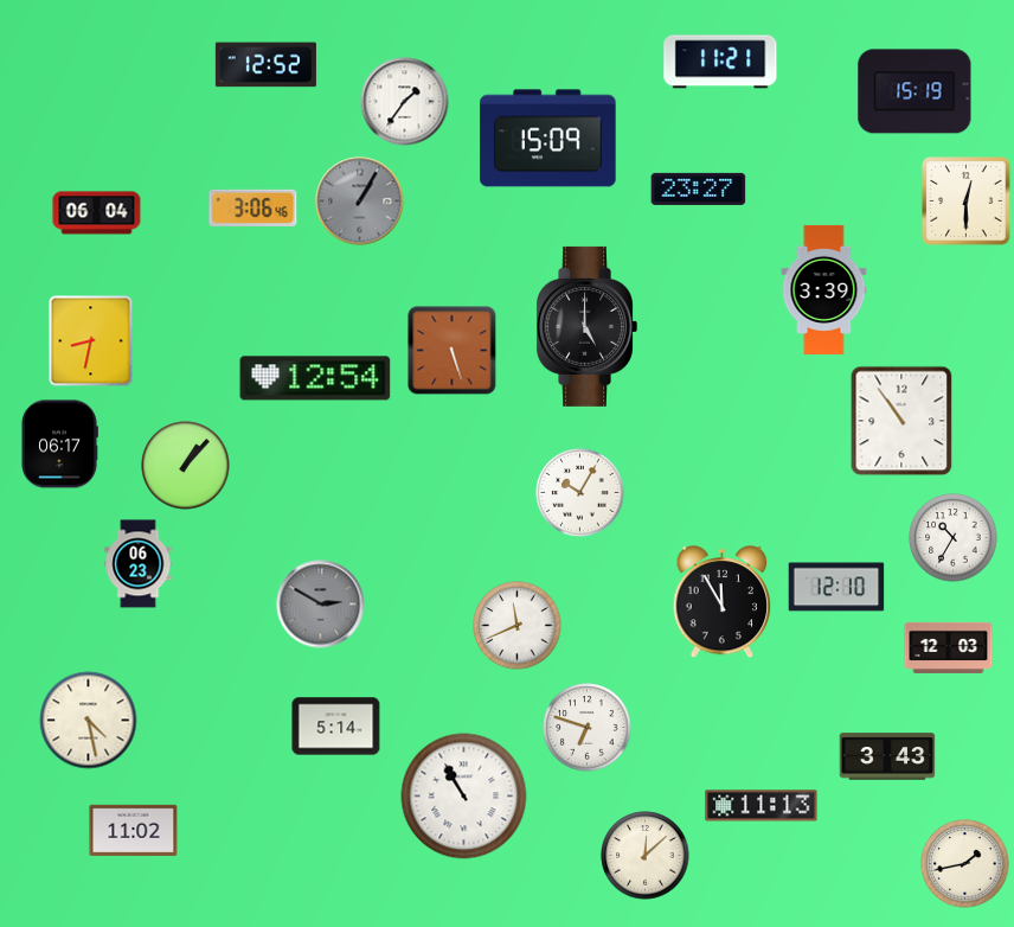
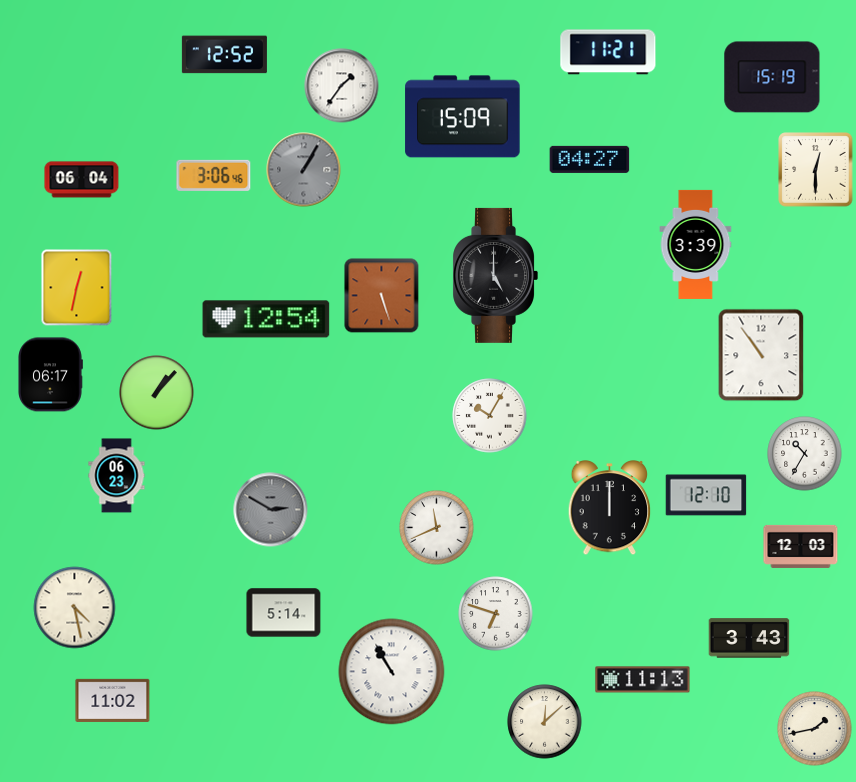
clock at (699, 188): 23:27 -> 04:27
clock at (91, 341): 8:32 -> 12:32
clock at (723, 603): 11:55 -> 12:00
